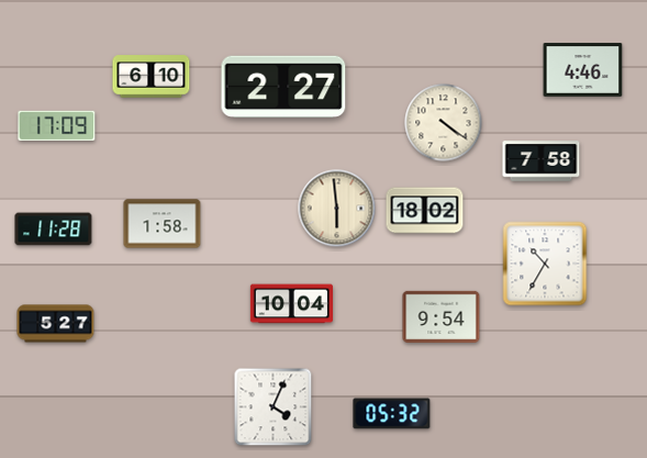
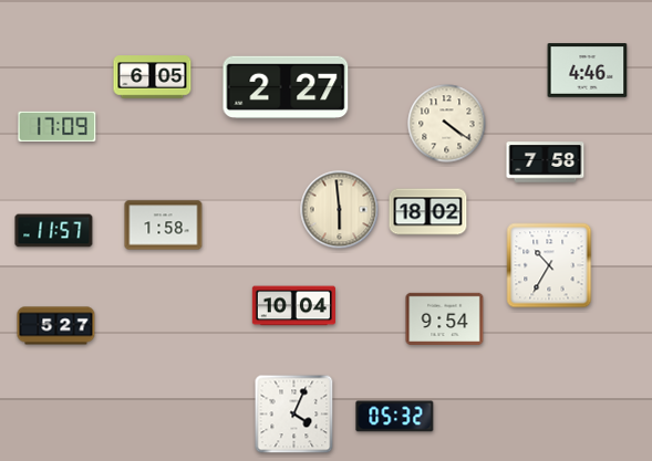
clock at (152, 77): 6:10 -> 6:05
clock at (54, 230): 11:28 -> 11:57
clock at (274, 407) position: (274, 407) -> (294, 415)
